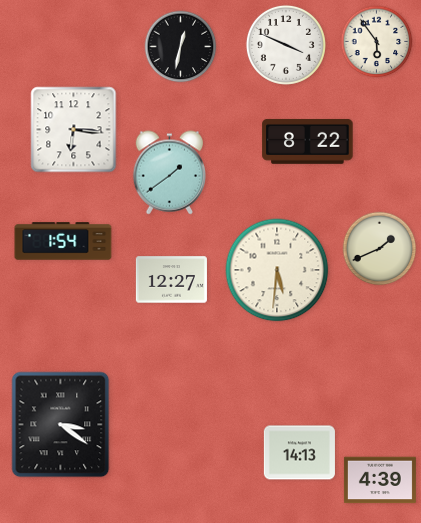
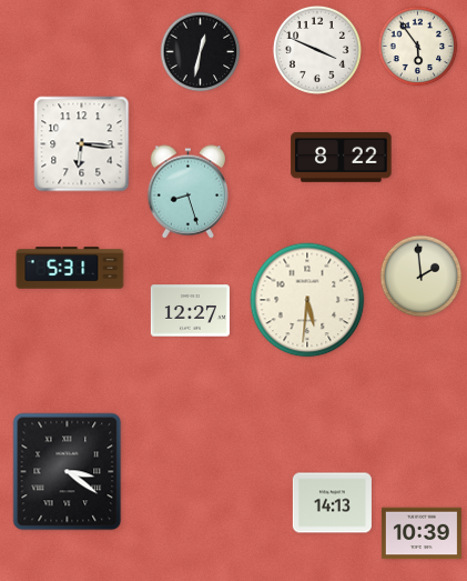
clock at (169, 173): 1:39 -> 8:27
clock at (63, 241): 1:54 -> 5:31
clock at (380, 249): 1:41 -> 1:59
clock at (380, 480): 4:39 -> 10:39
